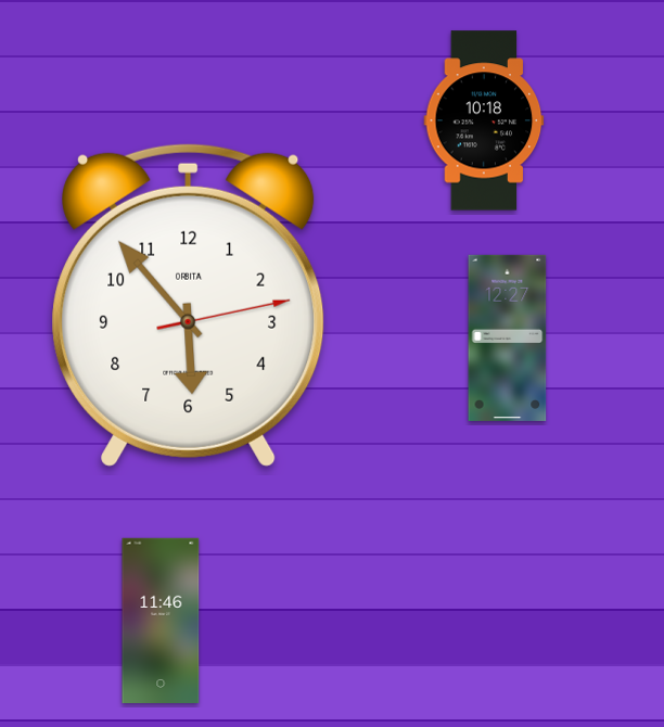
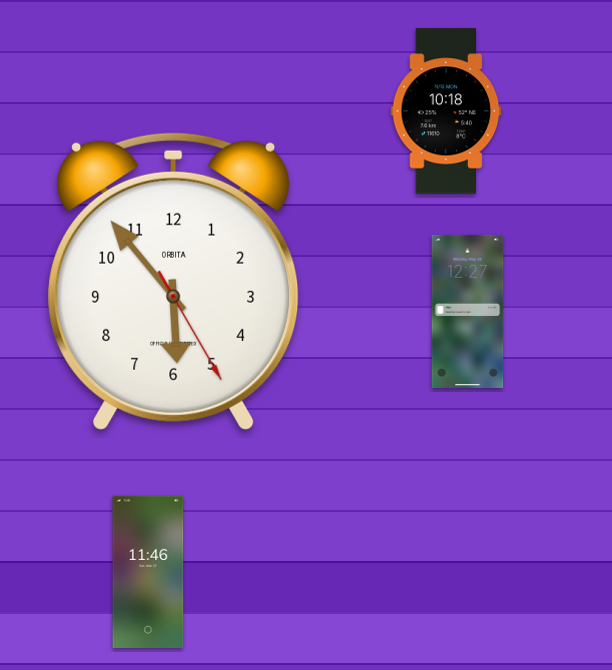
clock at (189, 305): 5:53:13 -> 5:53:25
